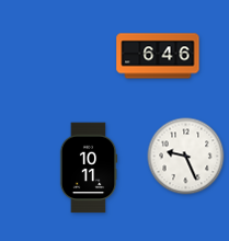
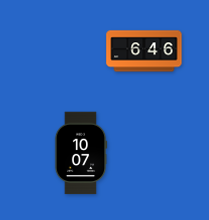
clock at (186, 157): 9:26 -> none
clock at (89, 168): 10:11 -> 10:07
